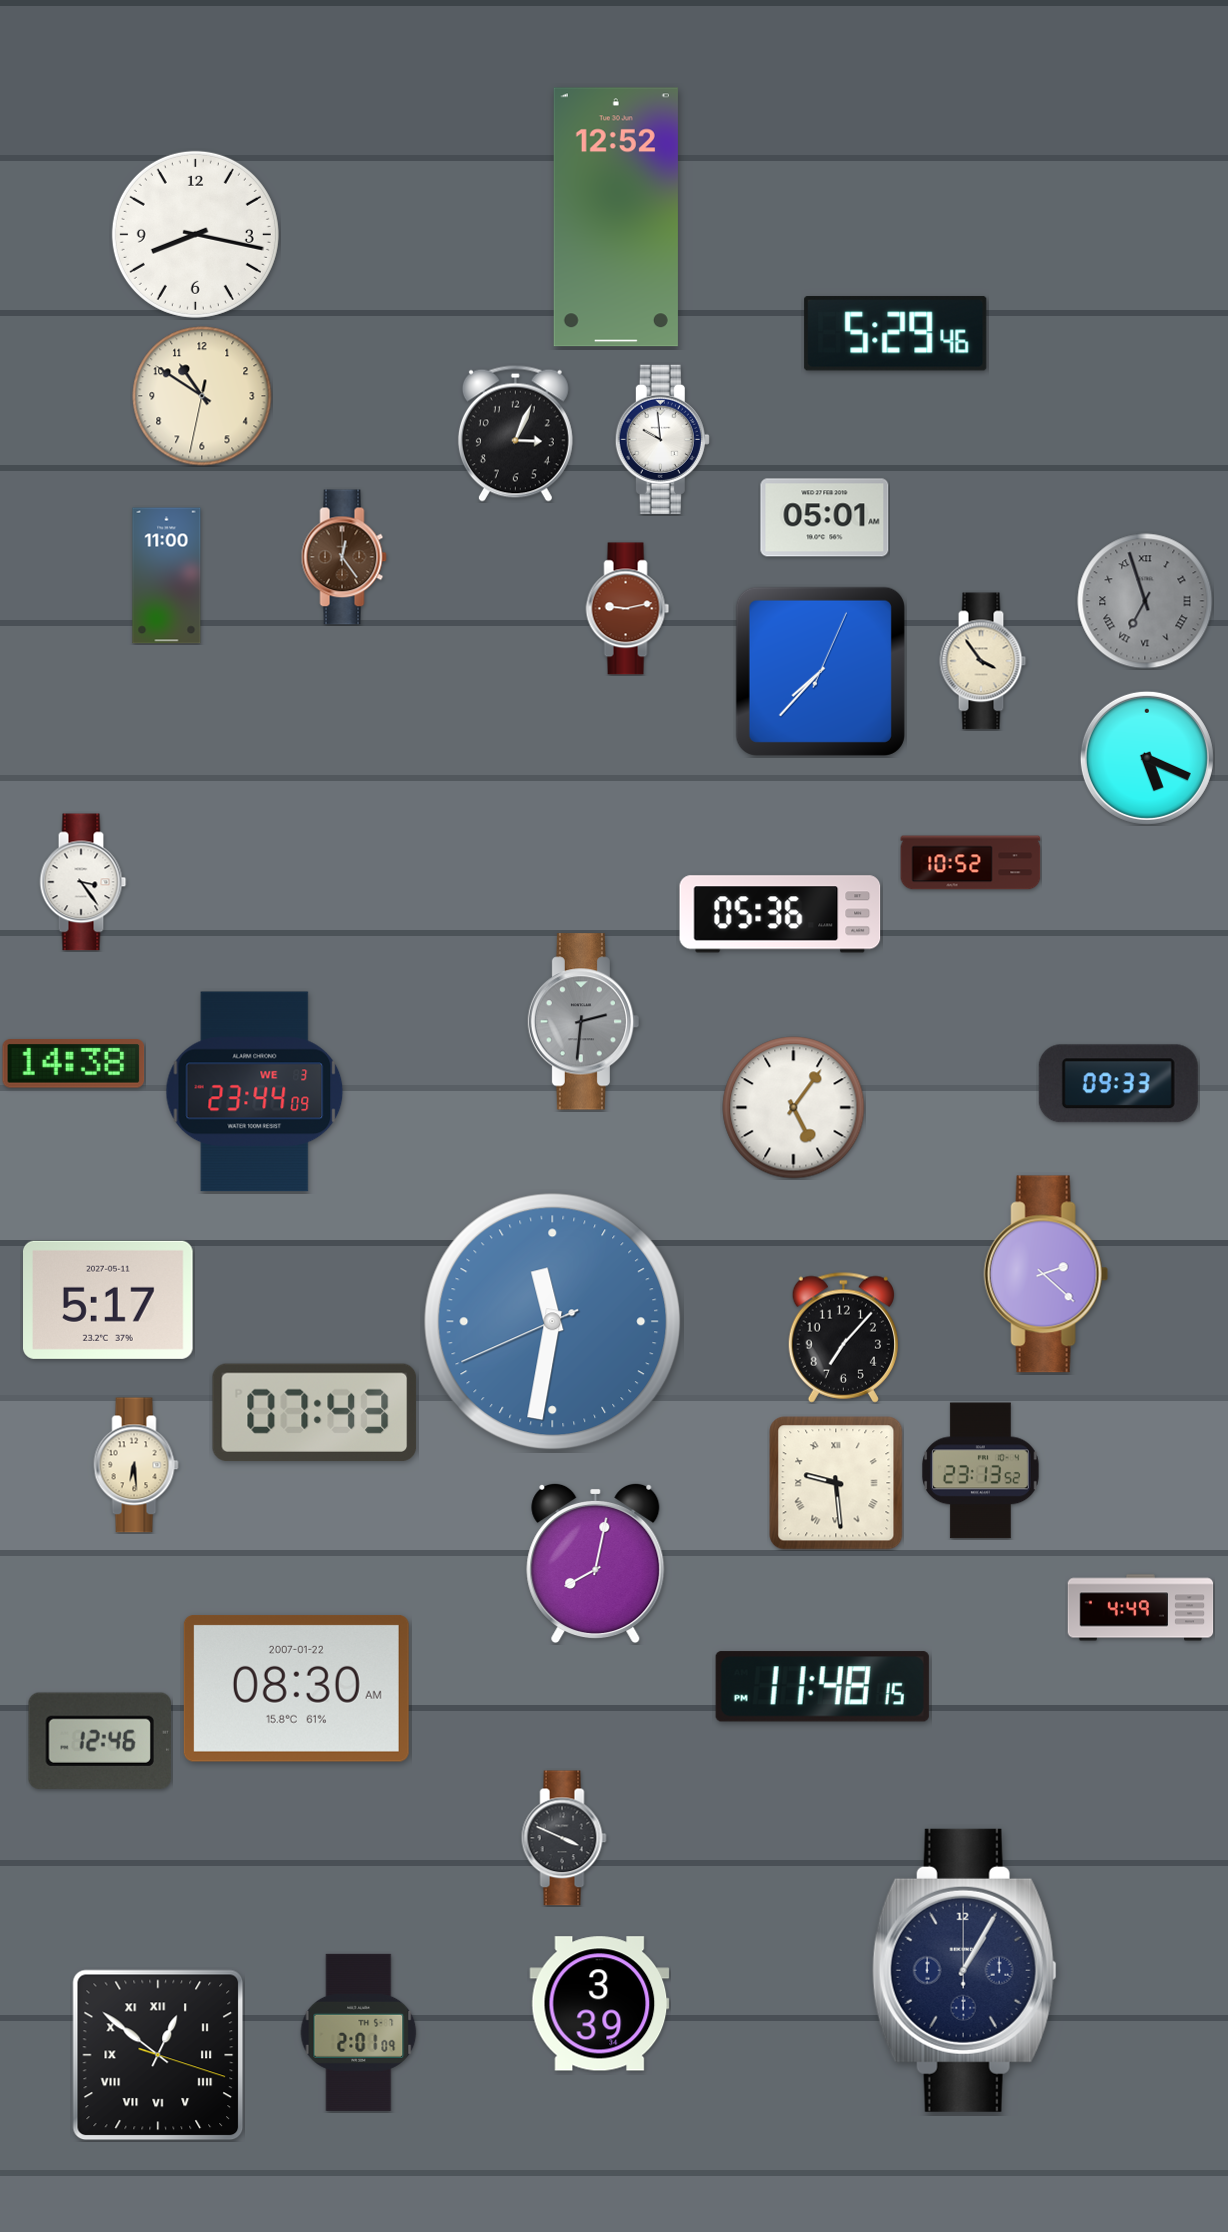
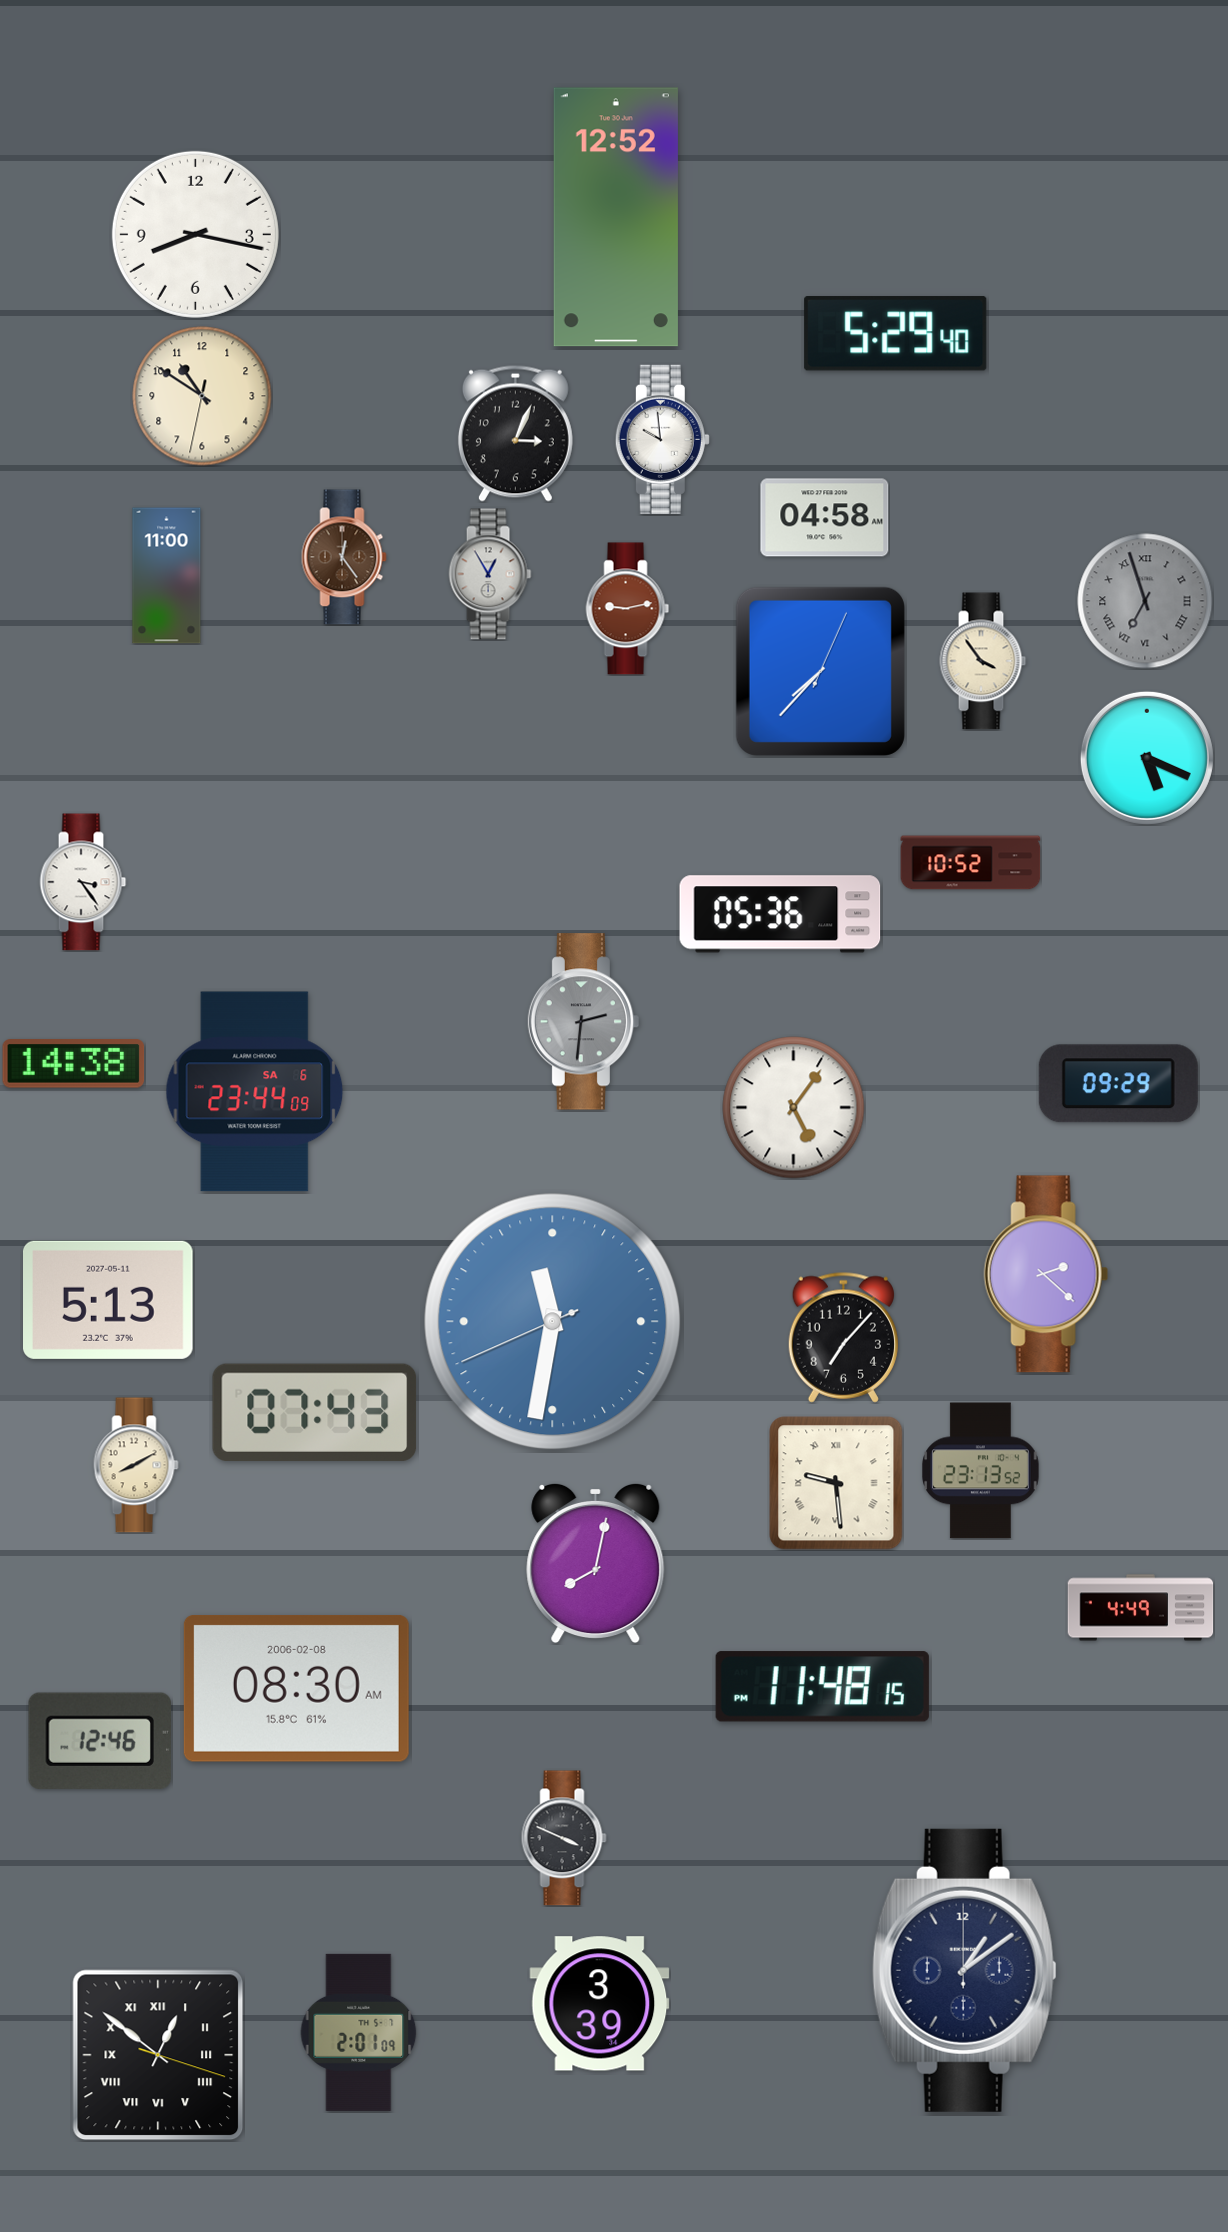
clock at (896, 334): 5:29:46 -> 5:29:40
clock at (825, 518): 05:01 -> 04:58
clock at (490, 574): none -> 12:55
clock at (1118, 1084): 09:33 -> 09:29
clock at (255, 1092) date: WE 3 -> SA 6
clock at (109, 1300): 5:17 -> 5:13
clock at (136, 1465): 6:29 -> 8:10
clock at (296, 1689) date: 2007-01-22 -> 2006-02-08
clock at (964, 1970): 1:05 -> 1:09
